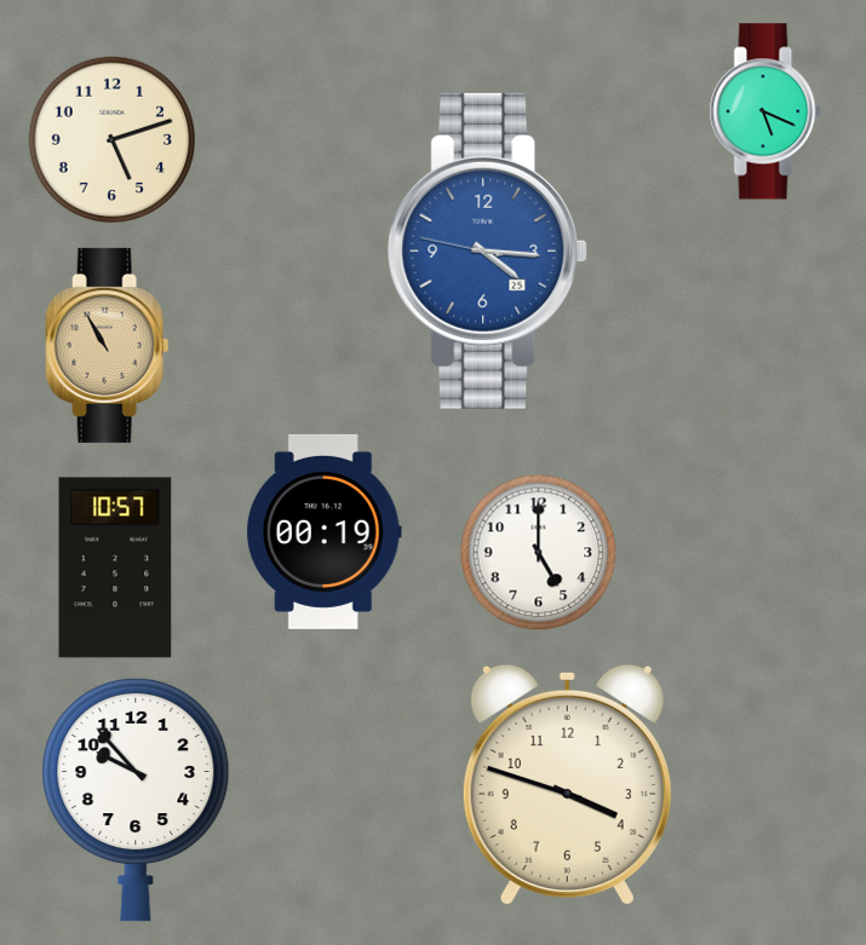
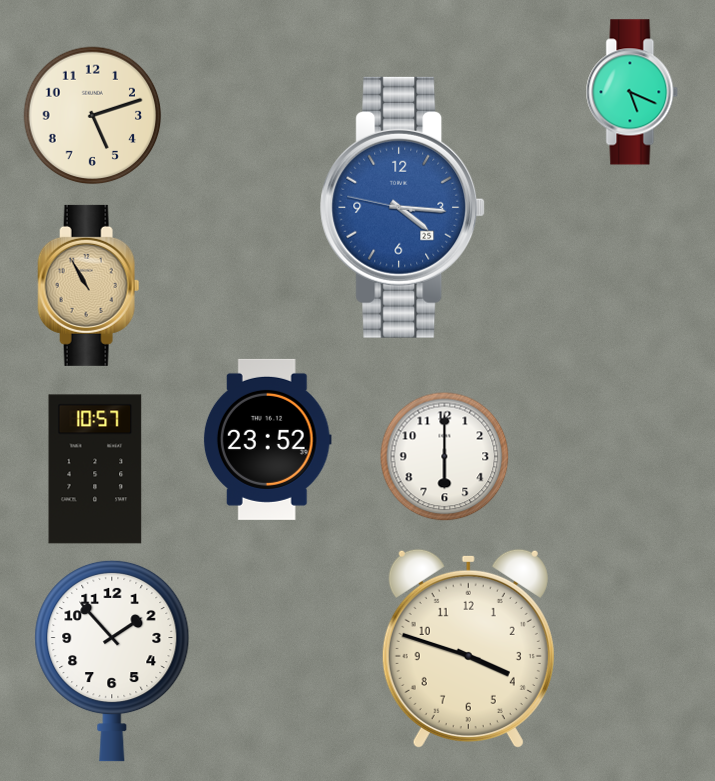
clock at (323, 531): 00:19 -> 23:52
clock at (539, 553): 5:00 -> 6:00
clock at (136, 800): 9:53 -> 1:53
